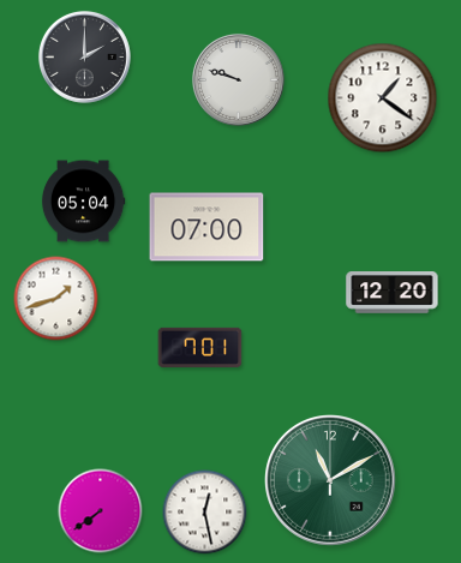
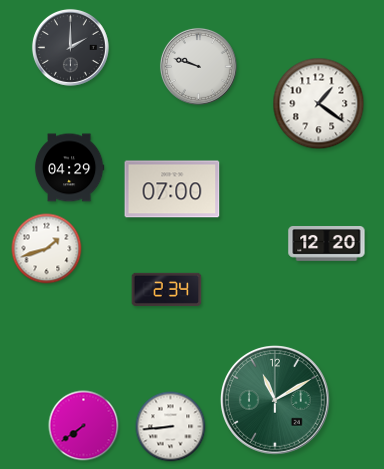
clock at (383, 98) position: (383, 98) -> (319, 104)
clock at (83, 202): 05:04 -> 04:29
clock at (200, 347): 7:01 -> 2:34
clock at (205, 513): 12:28 -> 8:44
